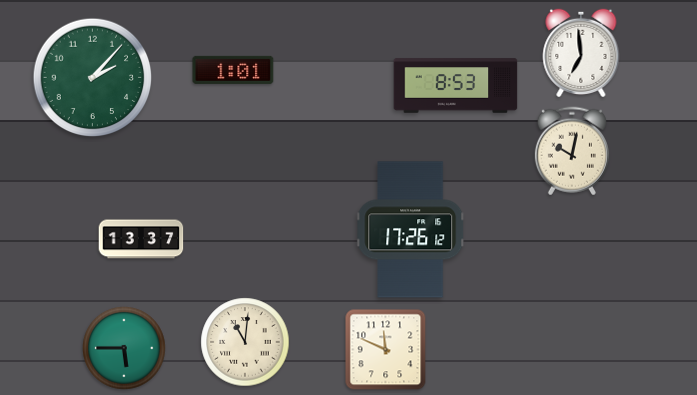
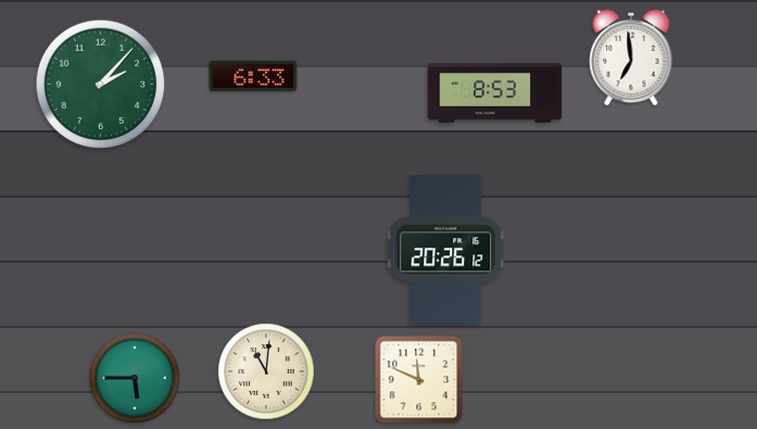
clock at (233, 70): 1:01 -> 6:33
clock at (572, 151): 10:02 -> none
clock at (411, 230): 17:26 -> 20:26
clock at (141, 239): 13:37 -> none
